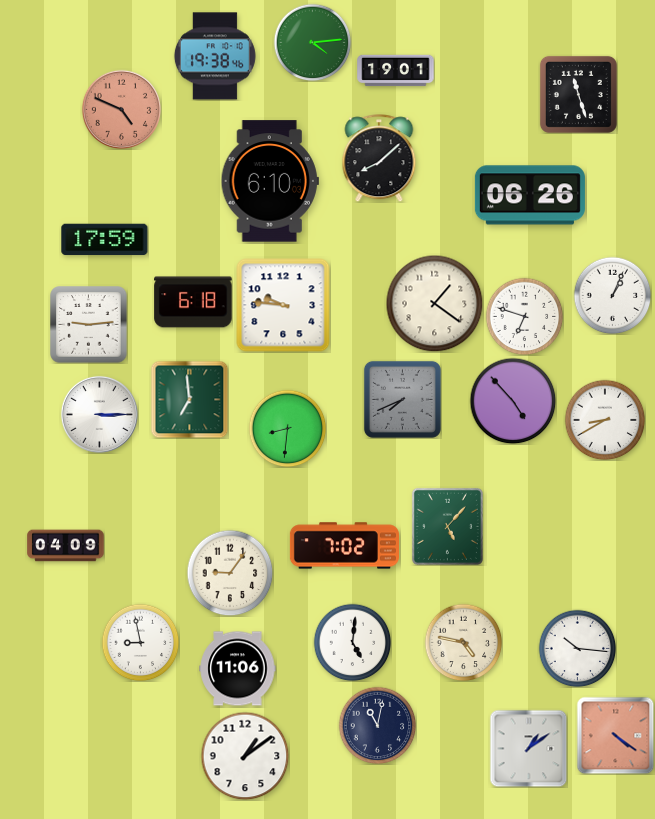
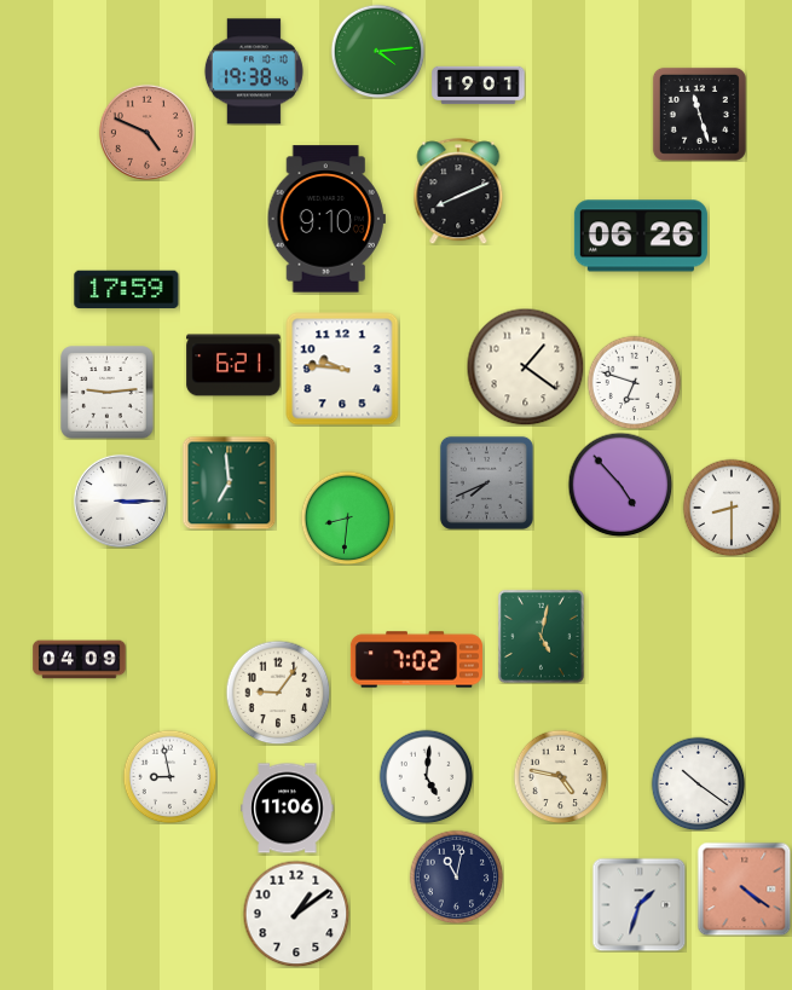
clock at (215, 56) position: (215, 56) -> (254, 71)
clock at (379, 158): 8:08 -> 8:11
clock at (270, 181): 6:10 -> 9:10
clock at (612, 295): 1:04 -> none
clock at (193, 302): 6:18 -> 6:21
clock at (605, 420): 8:40 -> 8:30
clock at (447, 526): 5:07 -> 5:02
clock at (577, 648): 10:16 -> 10:21
clock at (528, 748): 1:09 -> 1:33
